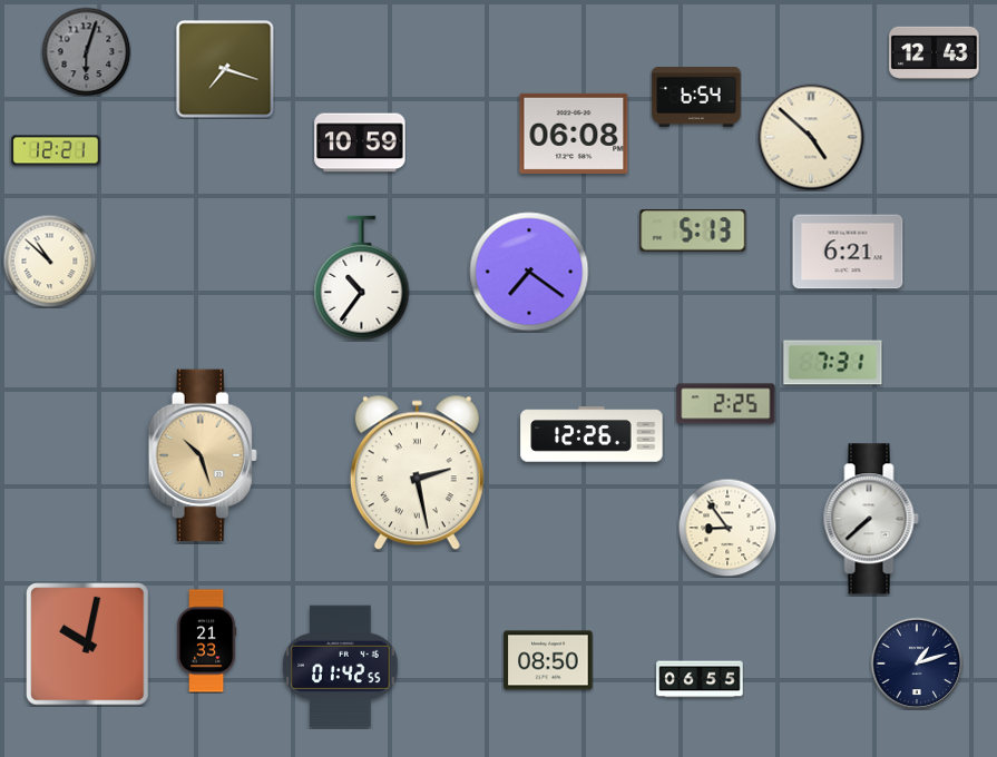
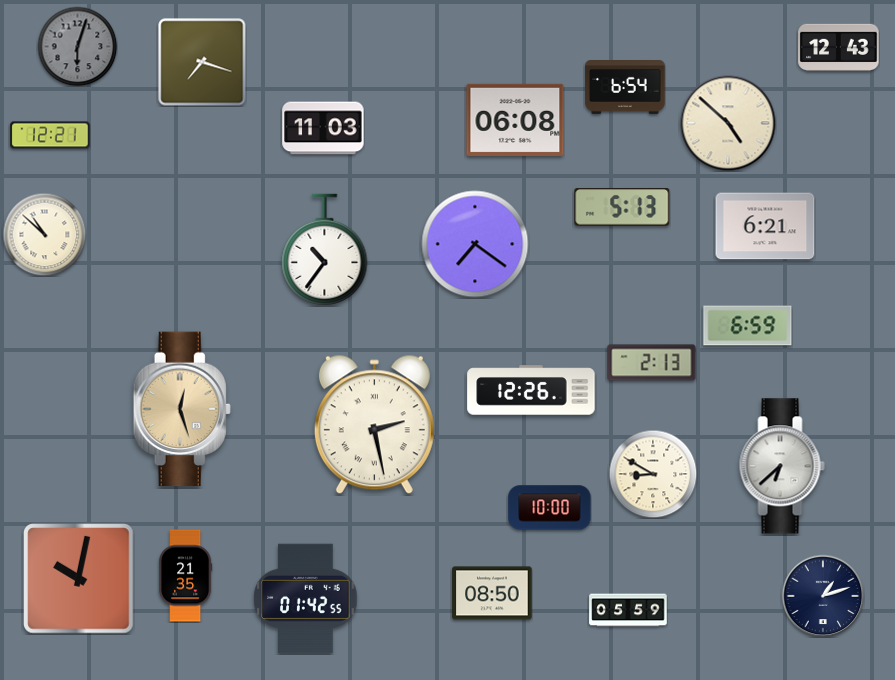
clock at (360, 142): 10:59 -> 11:03
clock at (848, 252) position: (848, 252) -> (765, 226)
clock at (833, 363): 7:31 -> 6:59
clock at (726, 404): 2:25 -> 2:13
clock at (203, 455): 10:27 -> 12:27
clock at (871, 519): 7:38 -> 6:38
clock at (727, 528): 8:54 -> 8:50
clock at (550, 508): none -> 10:00
clock at (206, 641): 21:33 -> 21:35
clock at (700, 679): 06:55 -> 05:59
